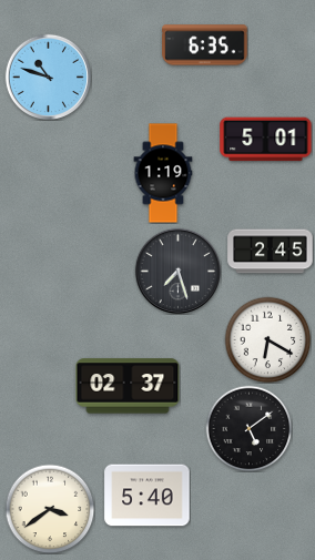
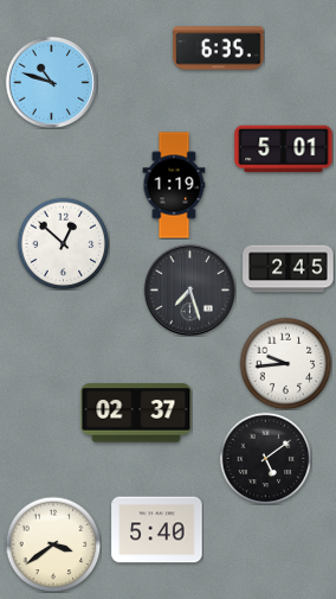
clock at (63, 243): none -> 12:52
clock at (267, 339): 6:20 -> 9:44
